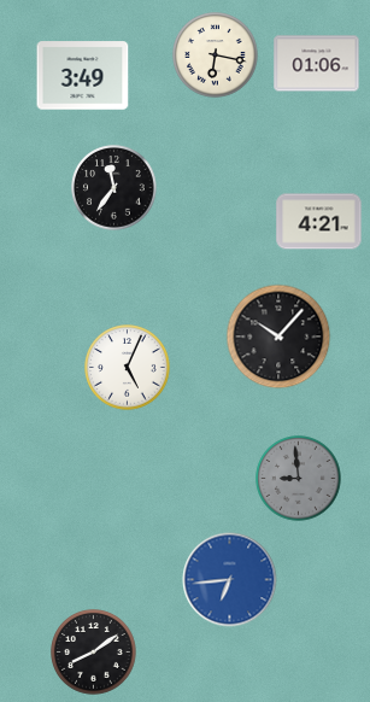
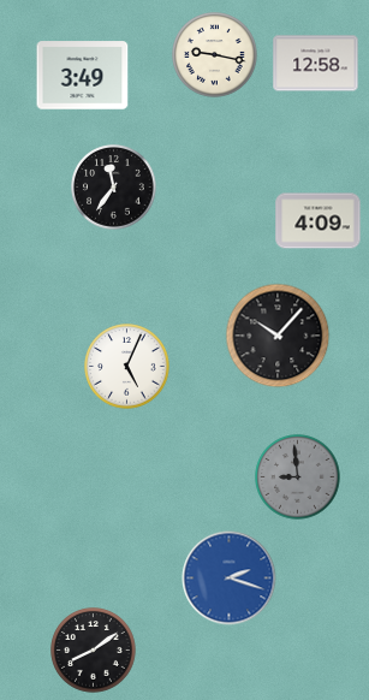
clock at (216, 55): 6:17 -> 9:17
clock at (317, 64): 01:06 -> 12:58
clock at (319, 222): 4:21 -> 4:09
clock at (230, 580): 6:44 -> 2:18
